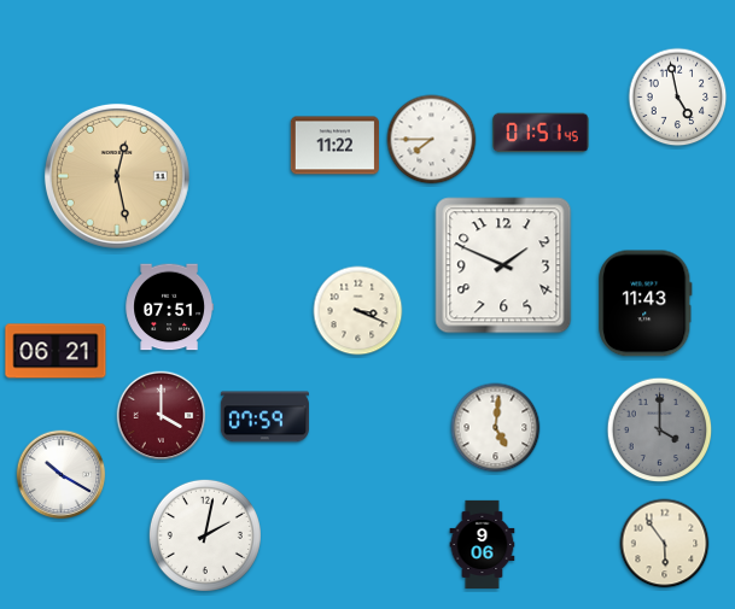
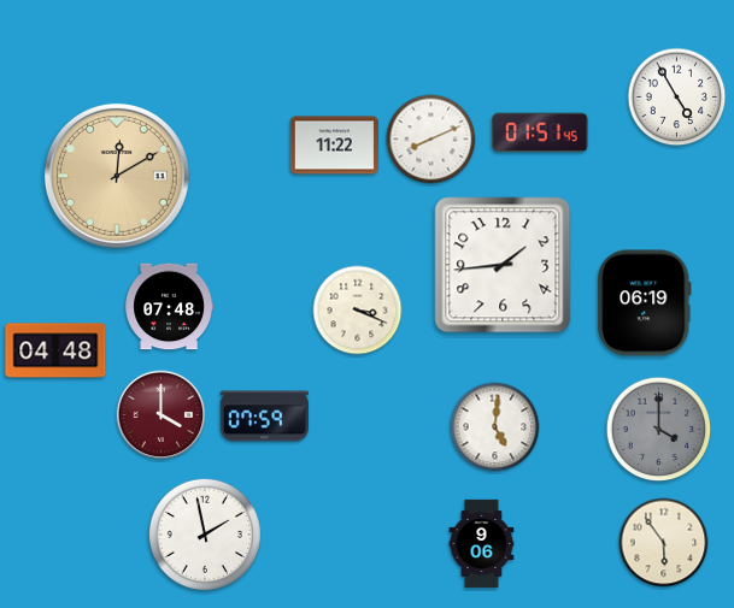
clock at (678, 98): 4:58 -> 4:55
clock at (432, 140): 7:45 -> 8:11
clock at (117, 176): 12:28 -> 12:10
clock at (503, 265): 1:49 -> 1:44
clock at (646, 304): 11:43 -> 06:19
clock at (169, 308): 07:51 -> 07:48
clock at (56, 351): 06:21 -> 04:48
clock at (62, 475): 10:20 -> none
clock at (205, 535): 2:02 -> 1:58
